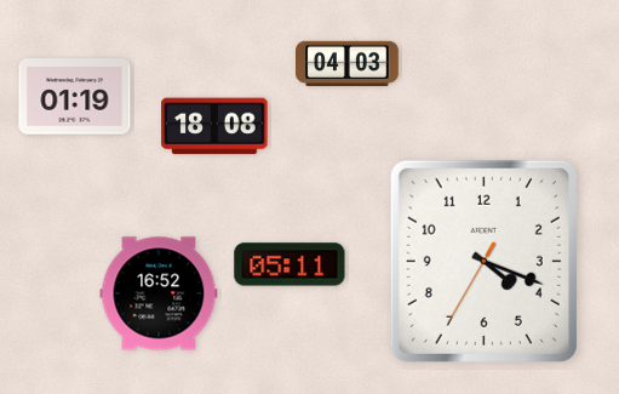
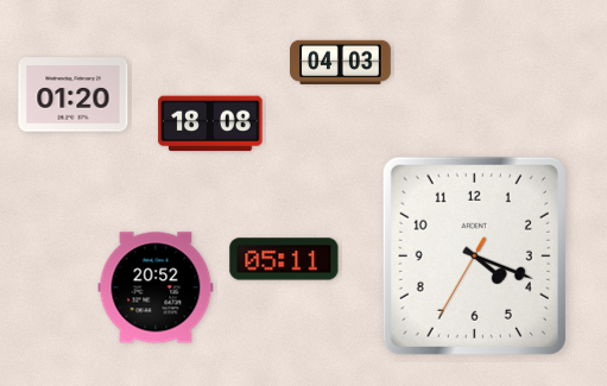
clock at (75, 97): 01:19 -> 01:20
clock at (159, 293): 16:52 -> 20:52
